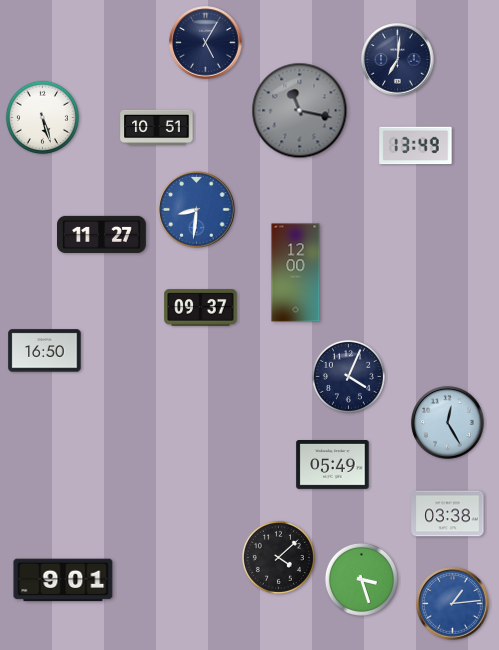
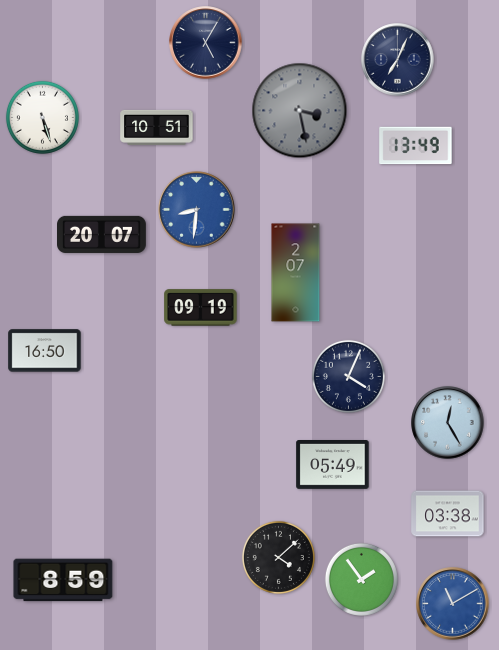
clock at (398, 60): 7:01 -> 7:04
clock at (300, 111): 11:17 -> 3:28
clock at (102, 234): 11:27 -> 20:07
clock at (296, 273): 12:00 -> 2:07
clock at (201, 308): 09:37 -> 09:19
clock at (361, 579): 3:27 -> 1:54
clock at (63, 580): 9:01 -> 8:59
clock at (453, 604): 1:14 -> 11:10
